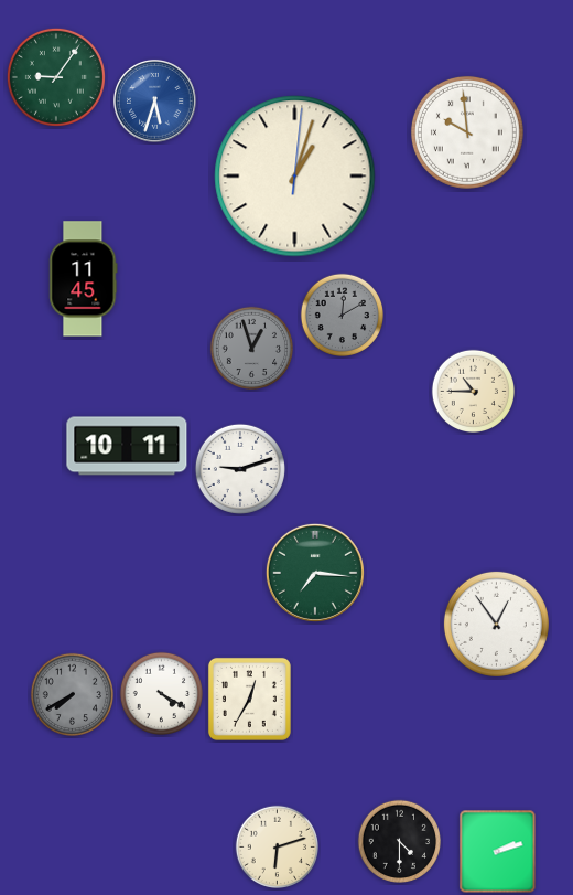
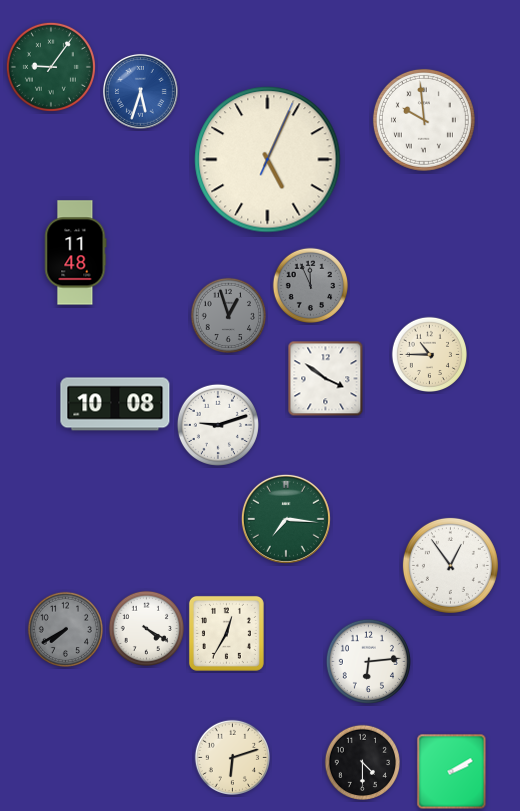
clock at (56, 77) position: (56, 77) -> (51, 67)
clock at (295, 177): 1:03 -> 5:04
clock at (84, 279): 11:45 -> 11:48
clock at (342, 315): 12:10 -> 11:56
clock at (326, 379): none -> 3:51
clock at (127, 446): 10:11 -> 10:08
clock at (368, 661): none -> 6:14
clock at (277, 846) position: (277, 846) -> (232, 757)
clock at (498, 852): 2:12 -> 2:10
